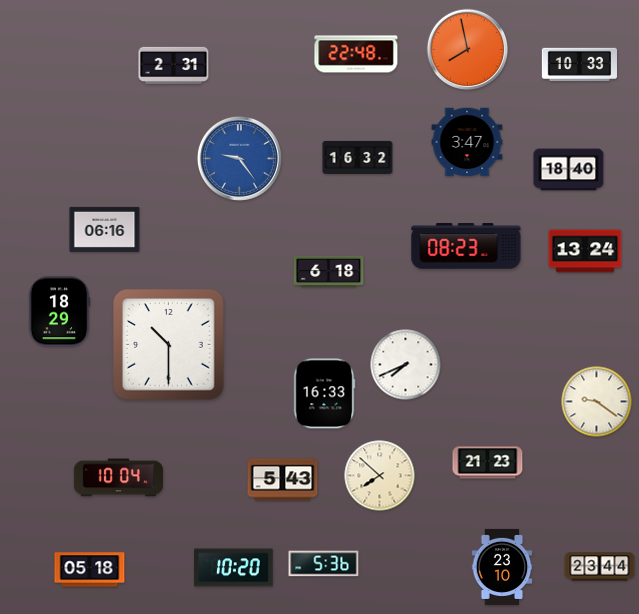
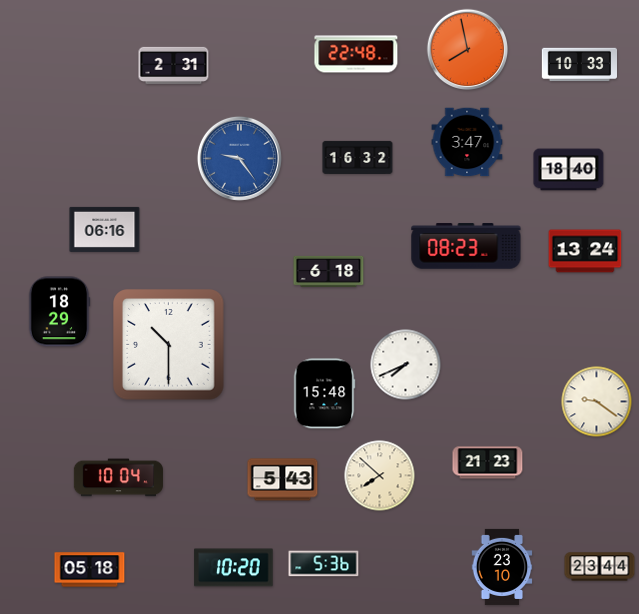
clock at (324, 394): 16:33 -> 15:48
